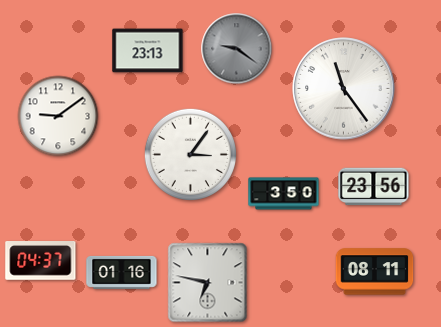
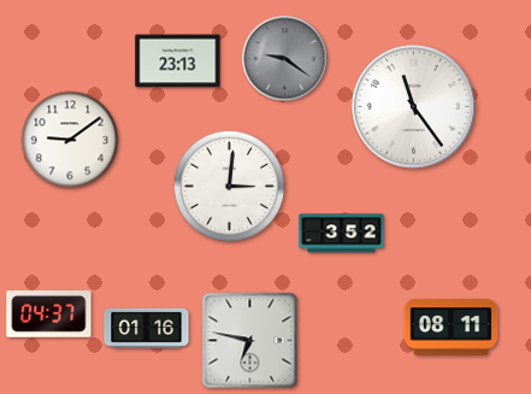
clock at (190, 154): 3:06 -> 3:01
clock at (374, 187): 23:56 -> none
clock at (284, 194): 3:50 -> 3:52
